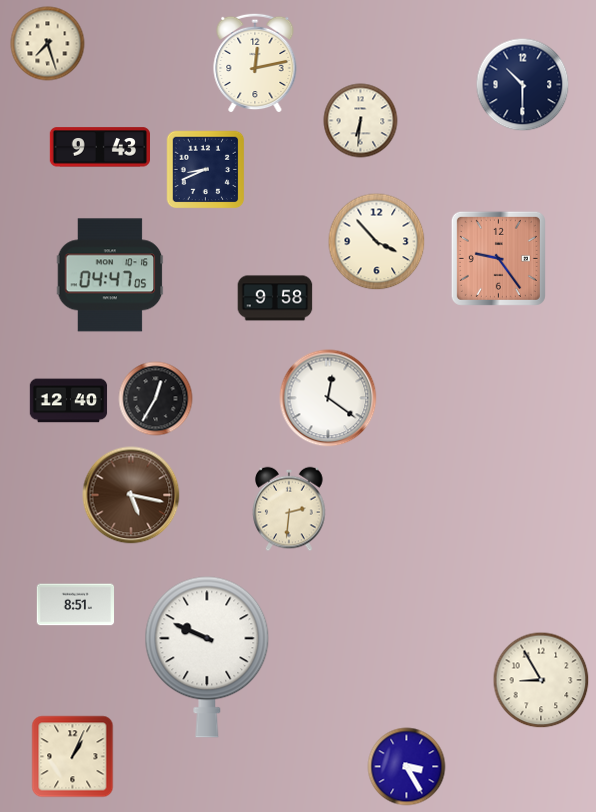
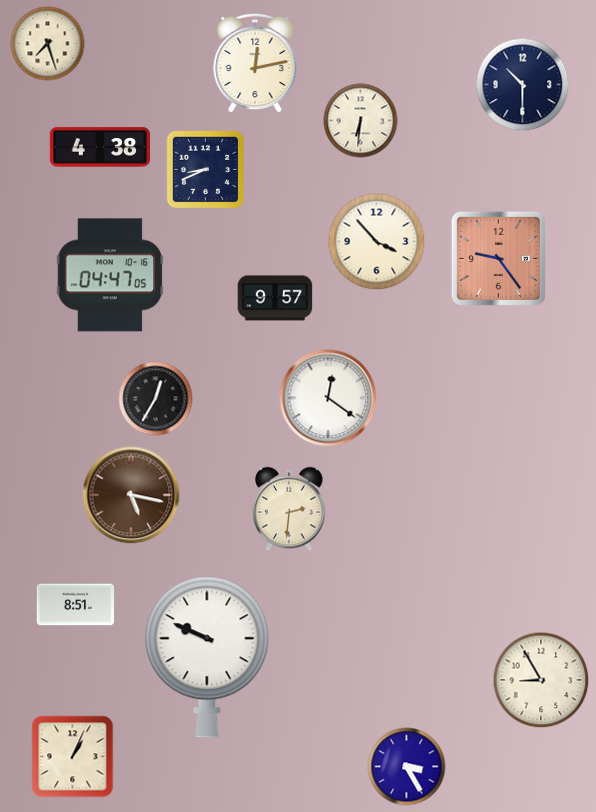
clock at (99, 147): 9:43 -> 4:38
clock at (275, 298): 9:58 -> 9:57
clock at (69, 401): 12:40 -> none
